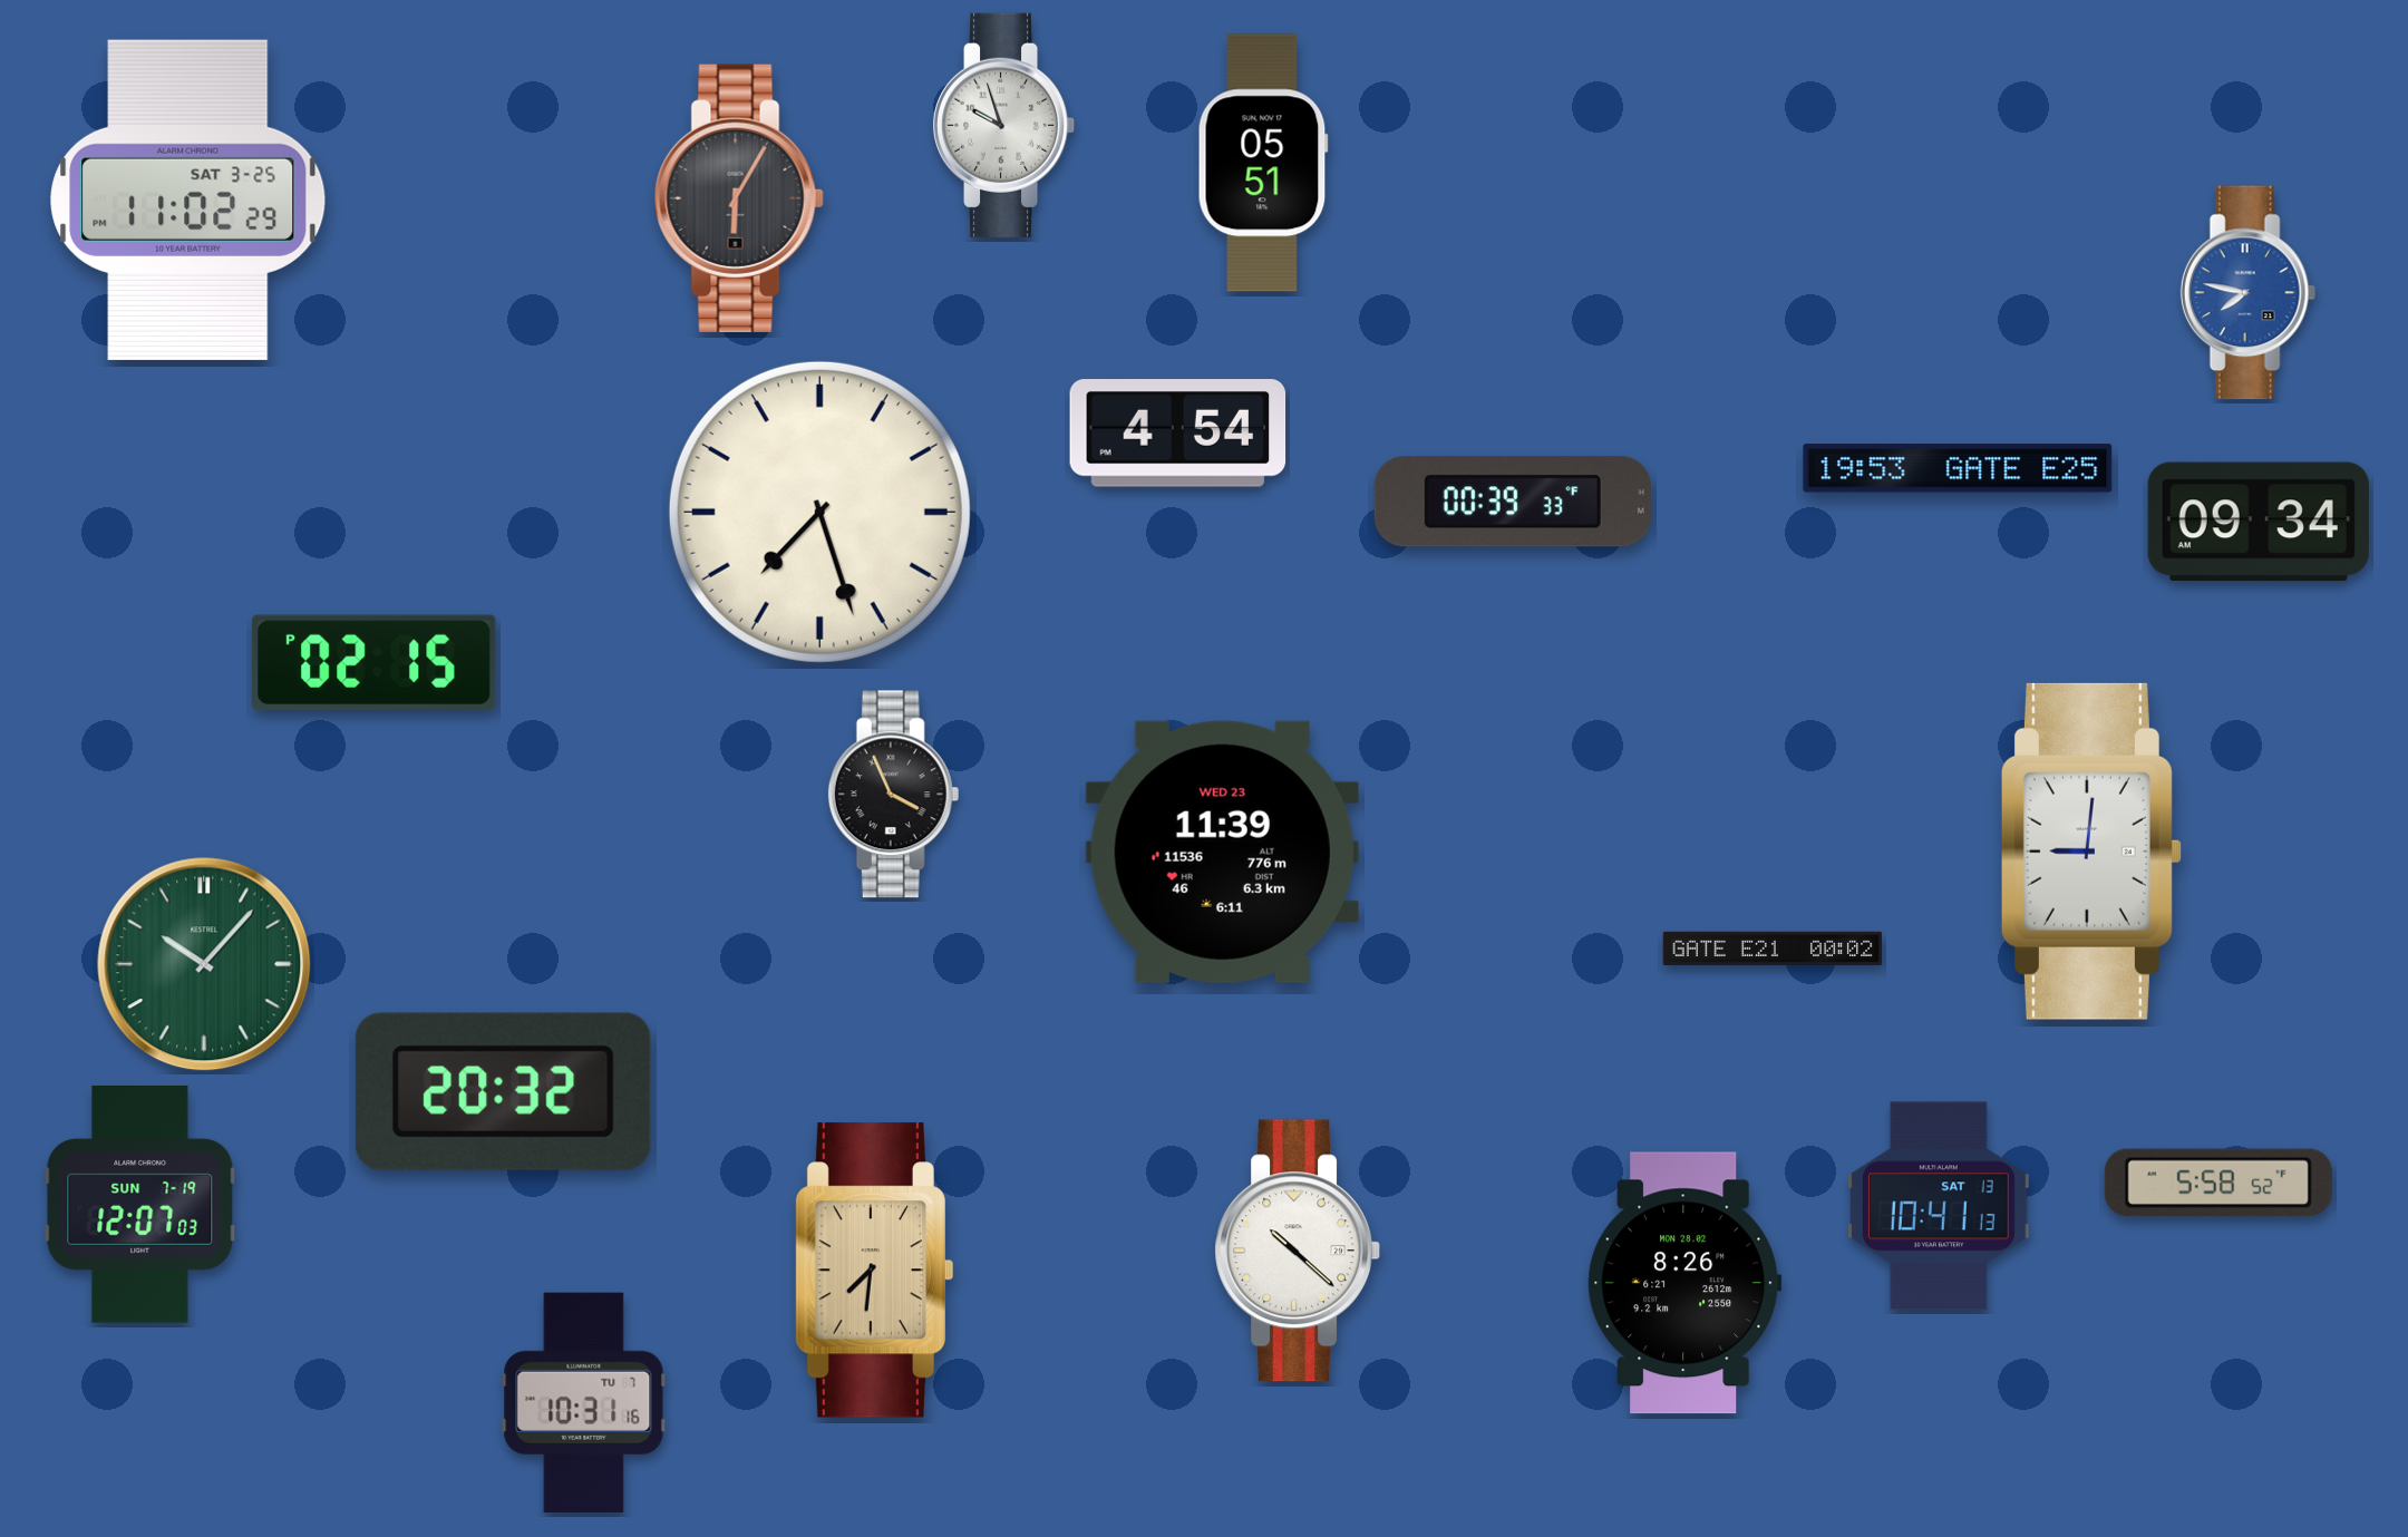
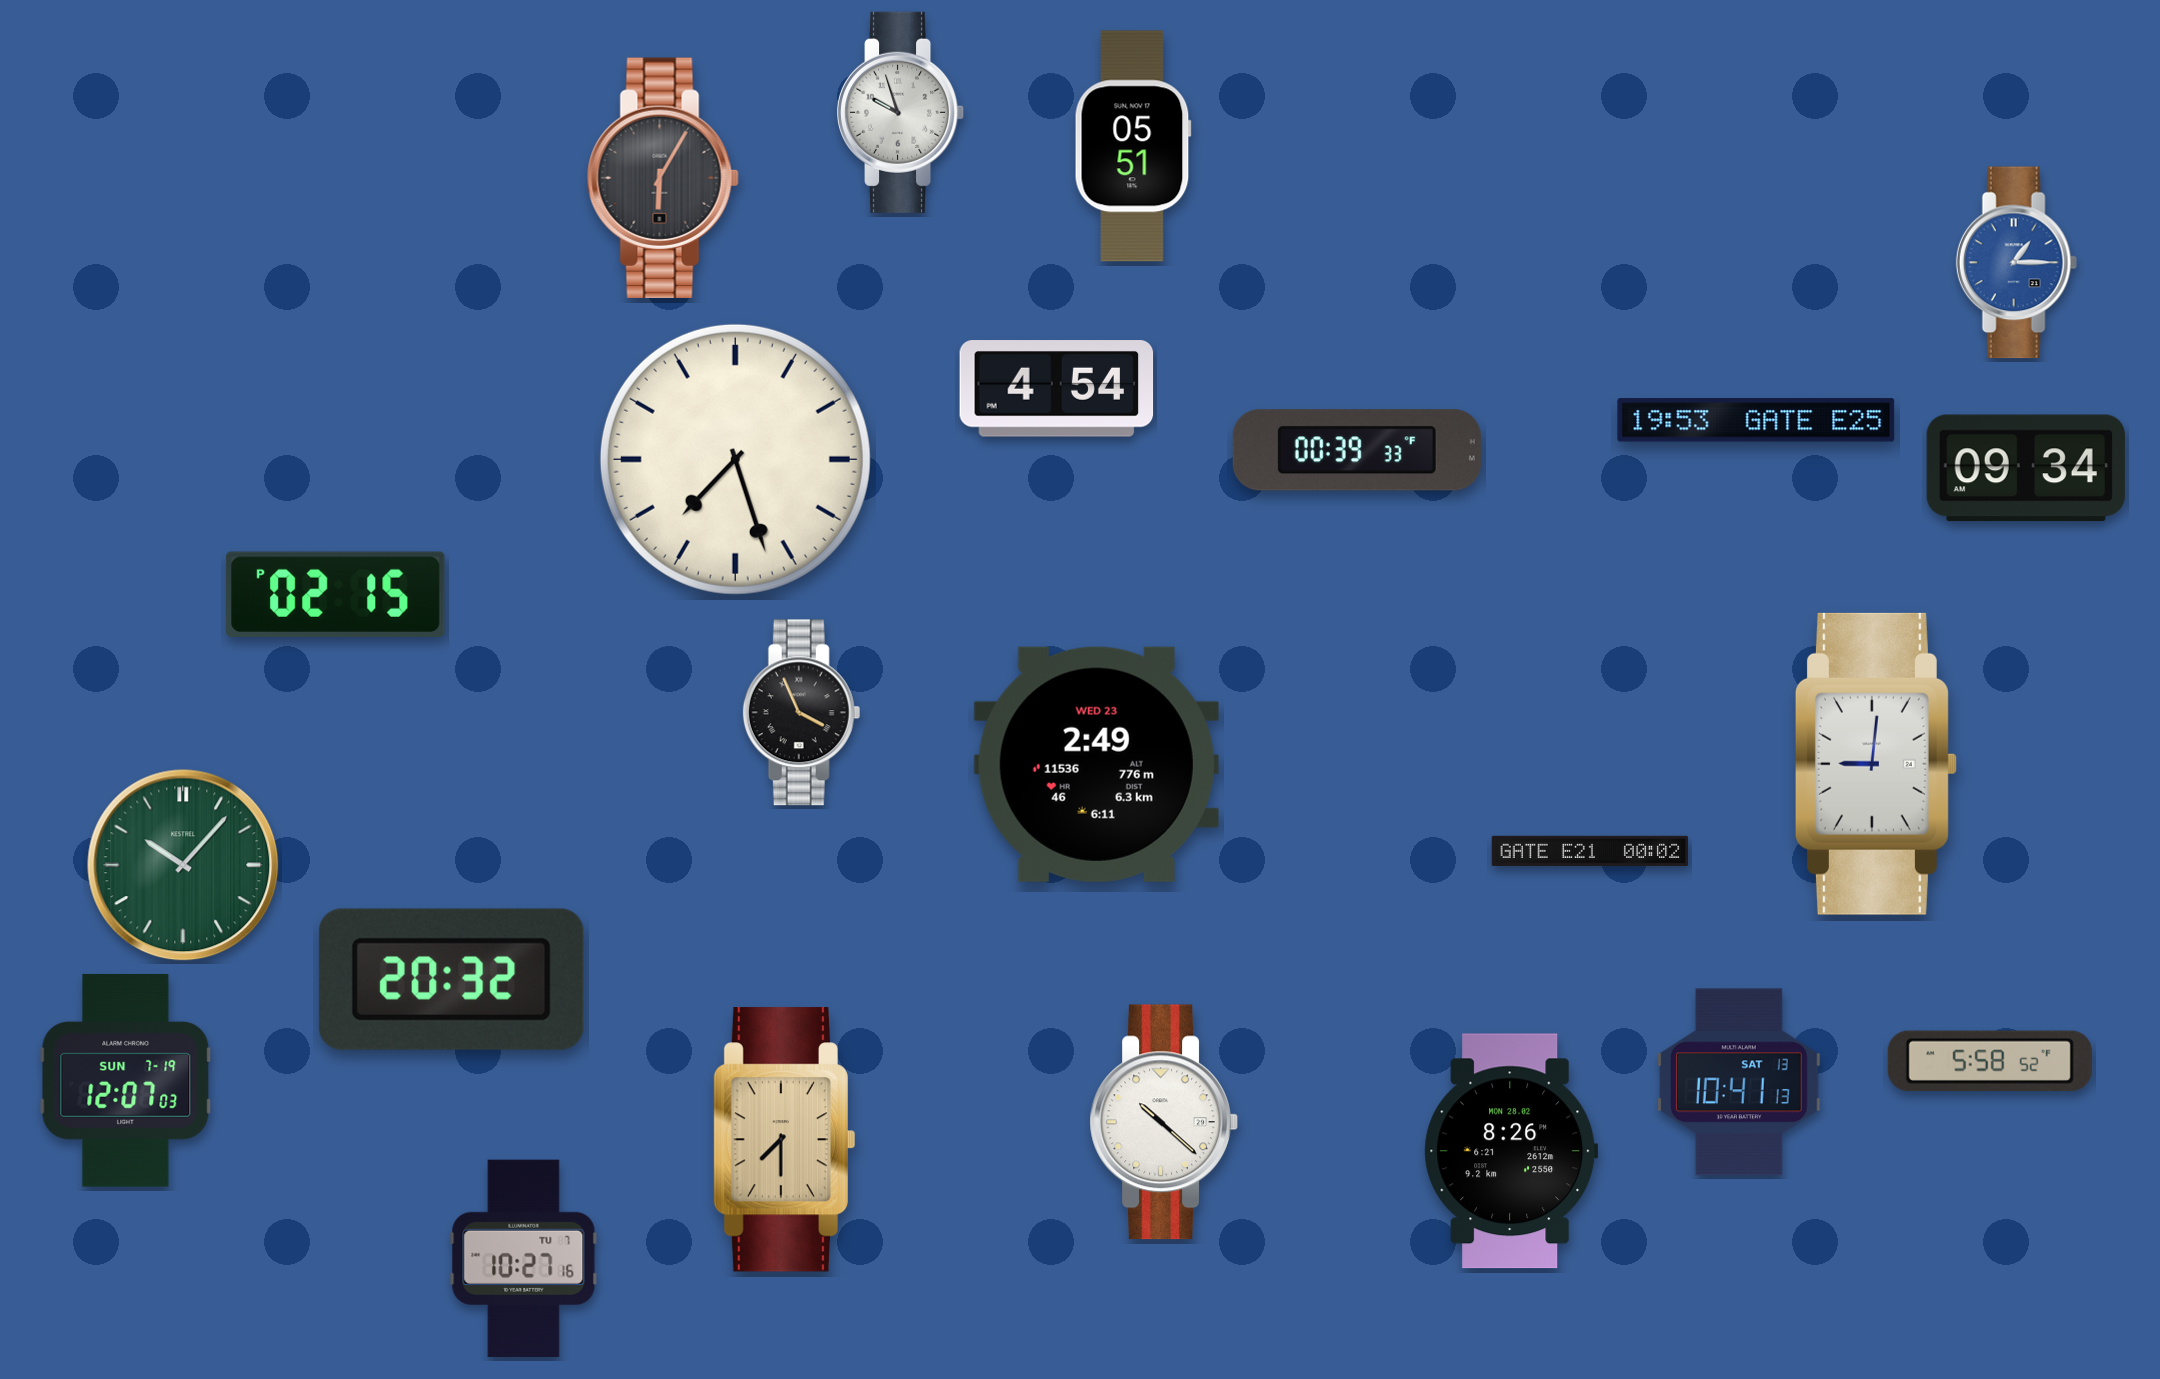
clock at (188, 200): 11:02 -> none
clock at (2247, 293): 7:47 -> 1:15
clock at (1222, 852): 11:39 -> 2:49
clock at (873, 1271): 7:31 -> 7:30
clock at (584, 1402): 10:31 -> 10:27
